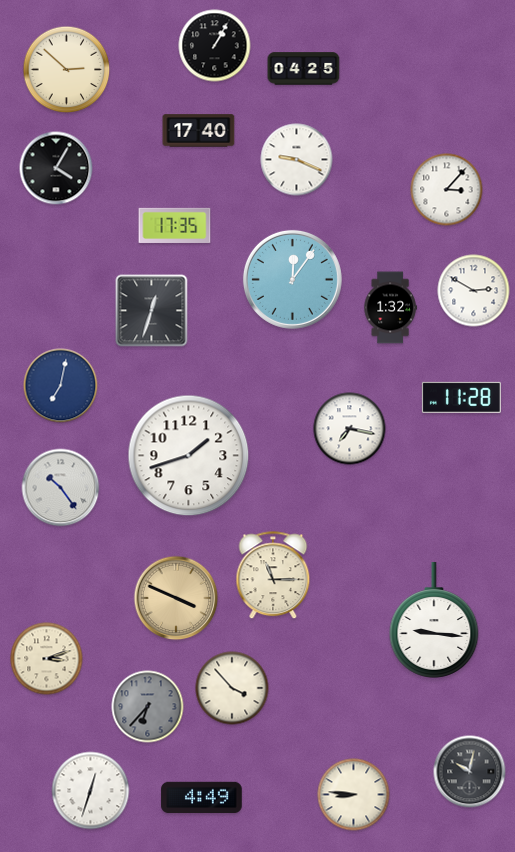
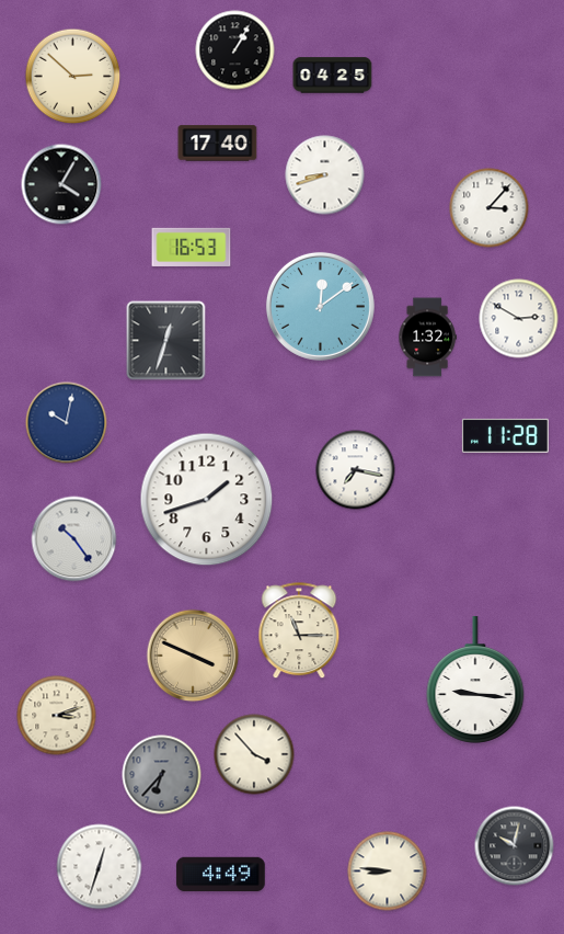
clock at (297, 160): 9:19 -> 8:42
clock at (175, 225): 17:35 -> 16:53
clock at (292, 279): 12:06 -> 12:09
clock at (61, 386): 7:02 -> 10:02
clock at (350, 429) position: (350, 429) -> (356, 470)
clock at (61, 488) position: (61, 488) -> (74, 539)
clock at (47, 659) position: (47, 659) -> (57, 716)
